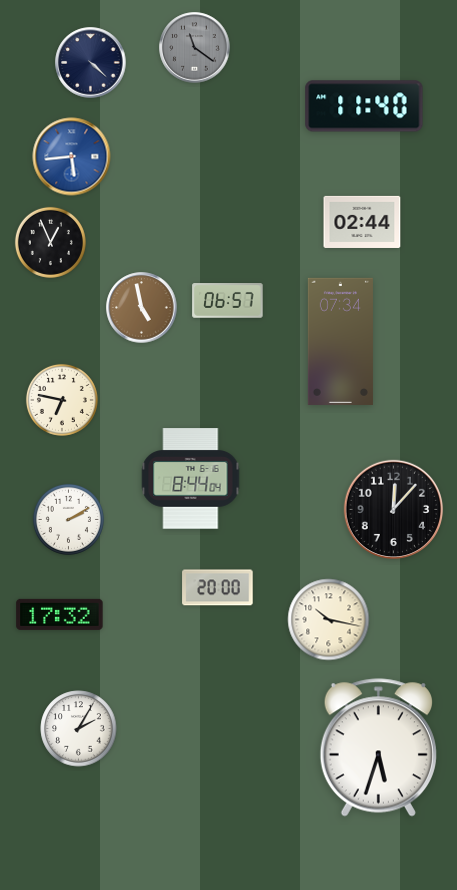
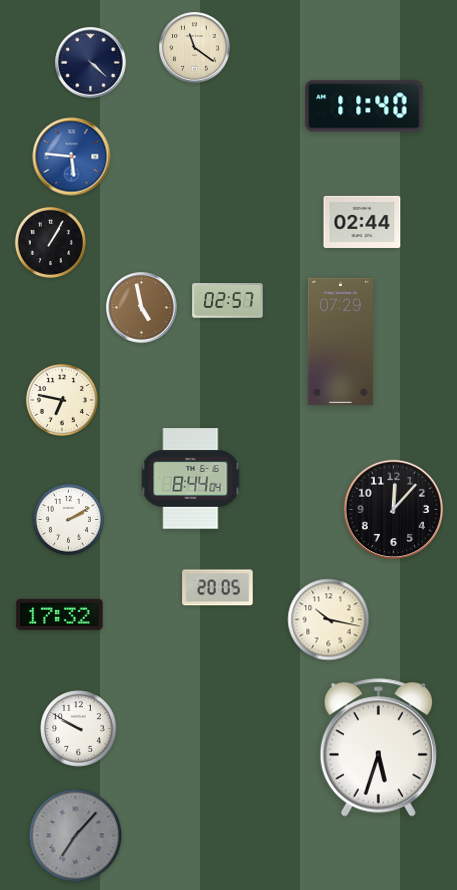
clock at (195, 48) dial: grey -> cream
clock at (72, 157): 5:44 -> 5:46
clock at (50, 242): 12:56 -> 1:05
clock at (228, 301): 06:57 -> 02:57
clock at (340, 341): 07:34 -> 07:29
clock at (218, 588): 20:00 -> 20:05
clock at (79, 729): 2:05 -> 9:50
clock at (76, 836): none -> 7:07
